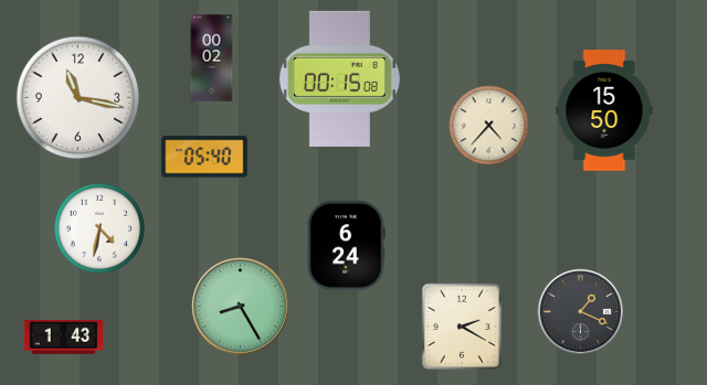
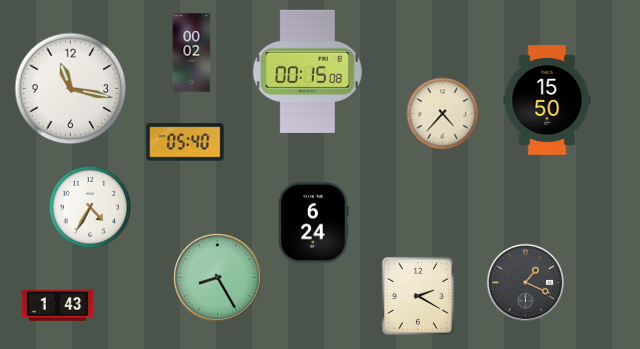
clock at (99, 228): 4:32 -> 4:35
